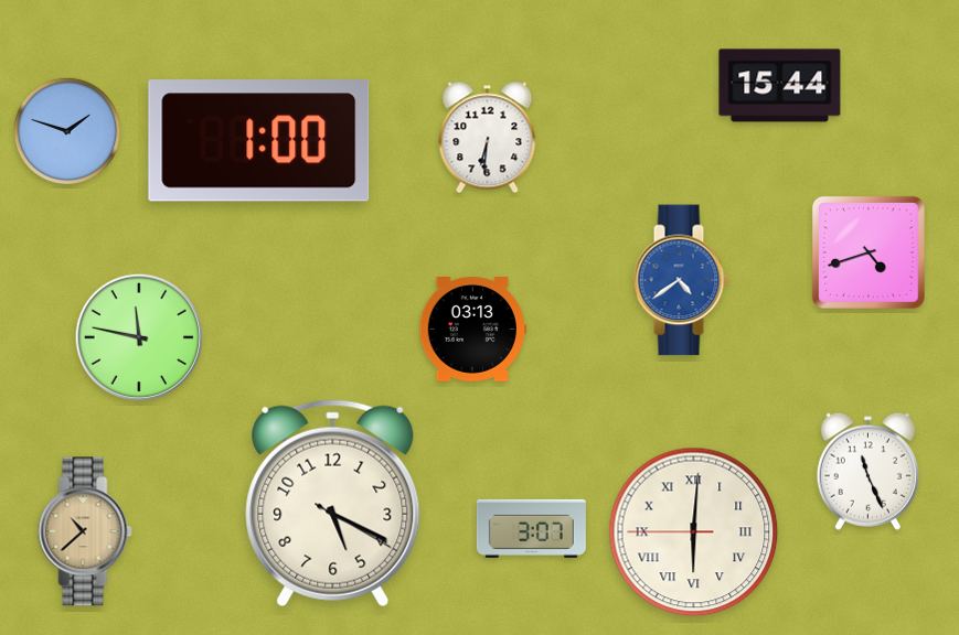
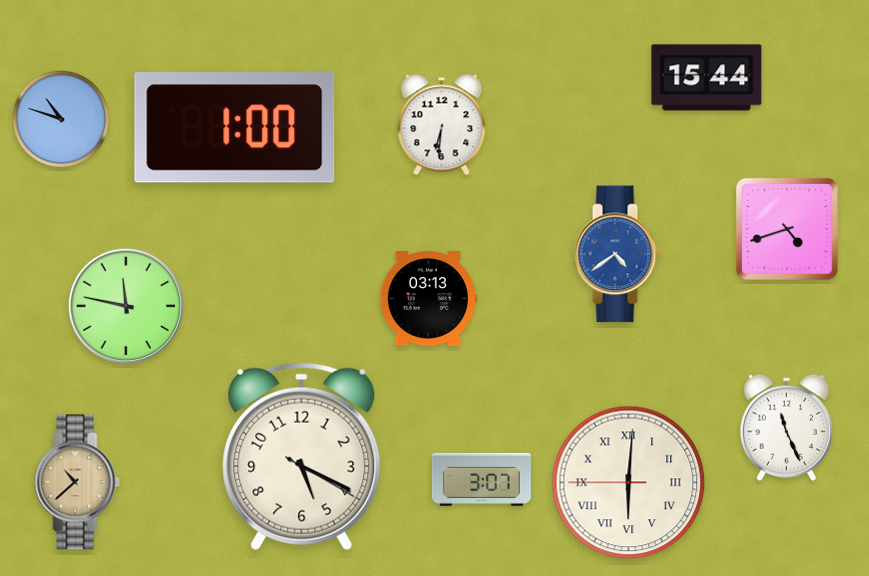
clock at (66, 130): 1:48 -> 10:48
